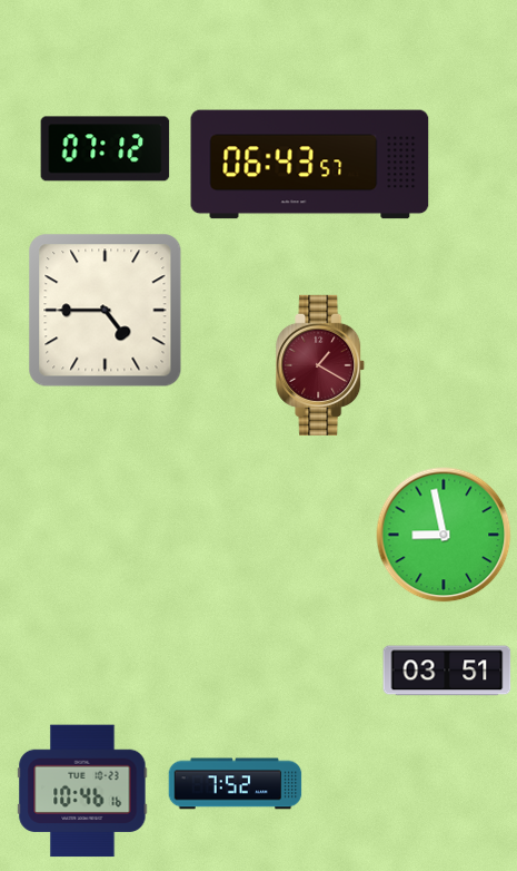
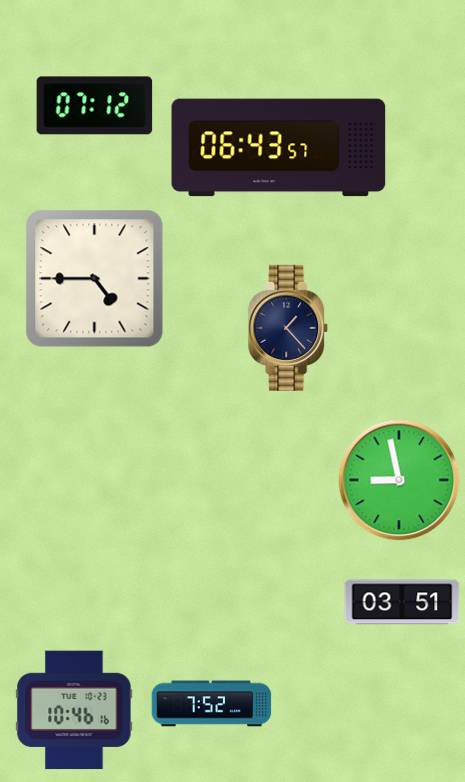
clock at (106, 149) position: (106, 149) -> (95, 106)
clock at (321, 365): 1:20 -> 1:23
clock at (321, 365) dial: burgundy -> navy
